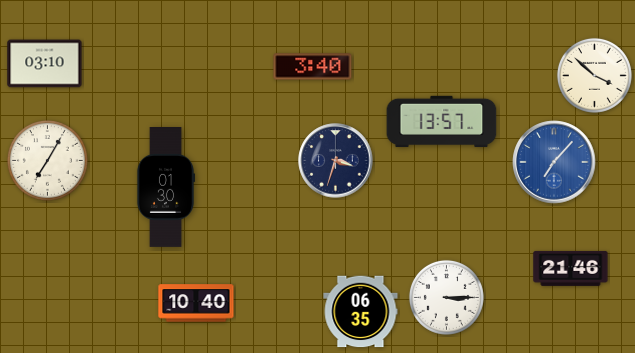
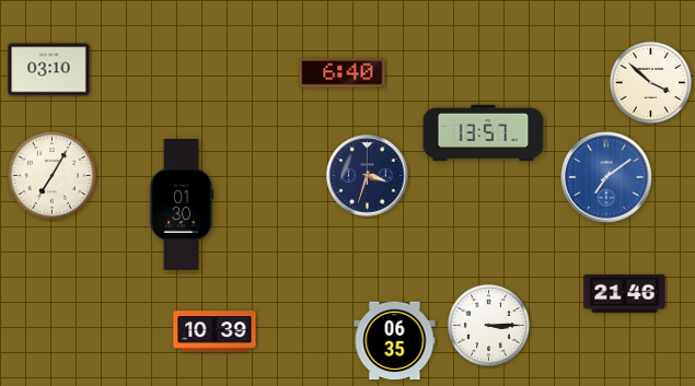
clock at (313, 67): 3:40 -> 6:40
clock at (554, 162): 7:07 -> 7:09
clock at (196, 303): 10:40 -> 10:39
